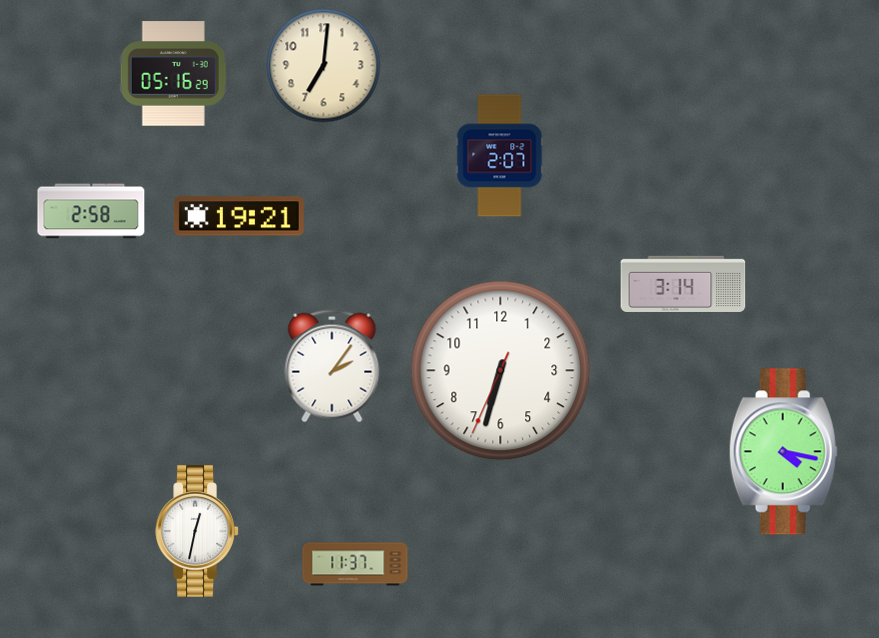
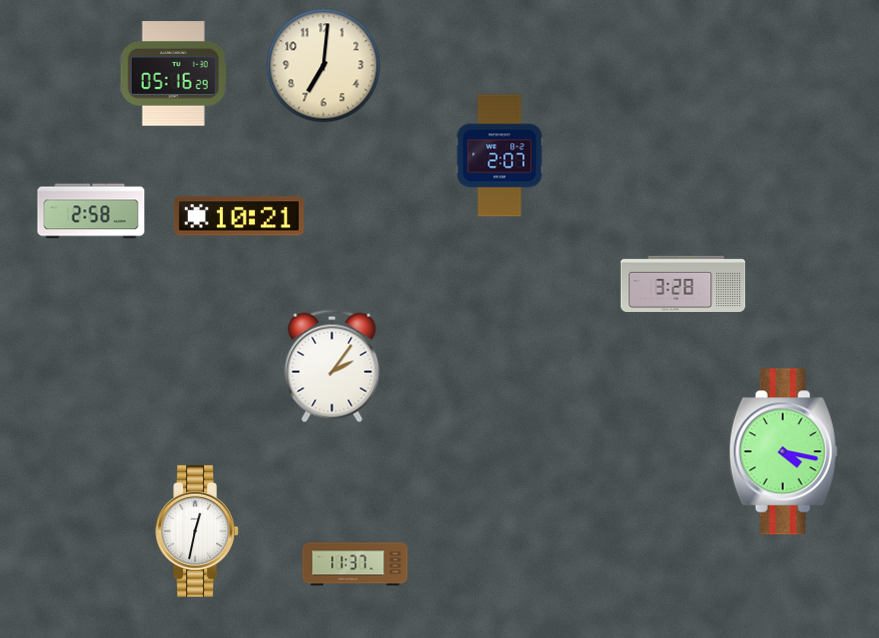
clock at (239, 216): 19:21 -> 10:21
clock at (683, 283): 3:14 -> 3:28
clock at (501, 371): 6:32 -> none
